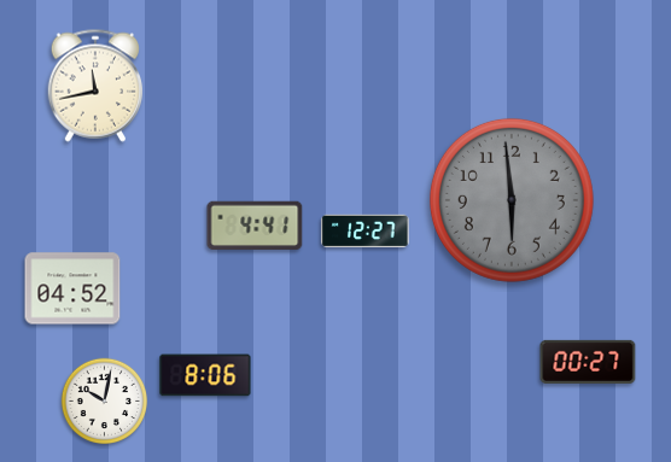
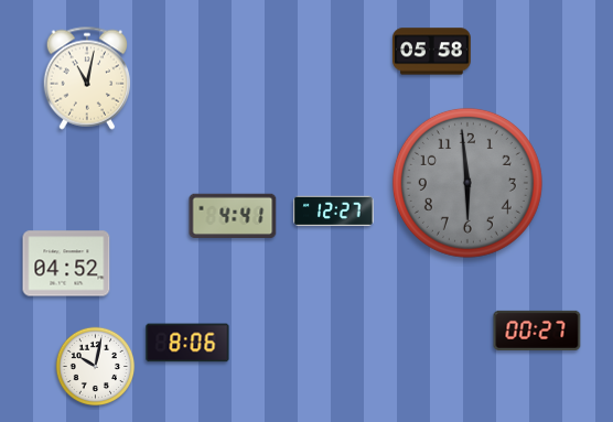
clock at (432, 52): none -> 05:58
clock at (94, 86): 11:43 -> 11:02
clock at (255, 224) position: (255, 224) -> (233, 215)
